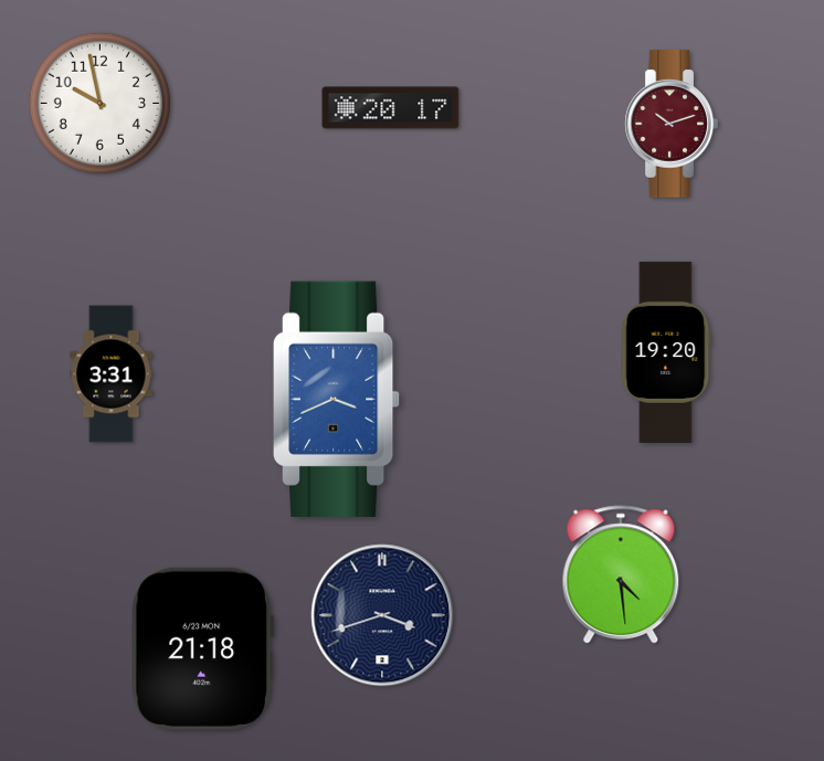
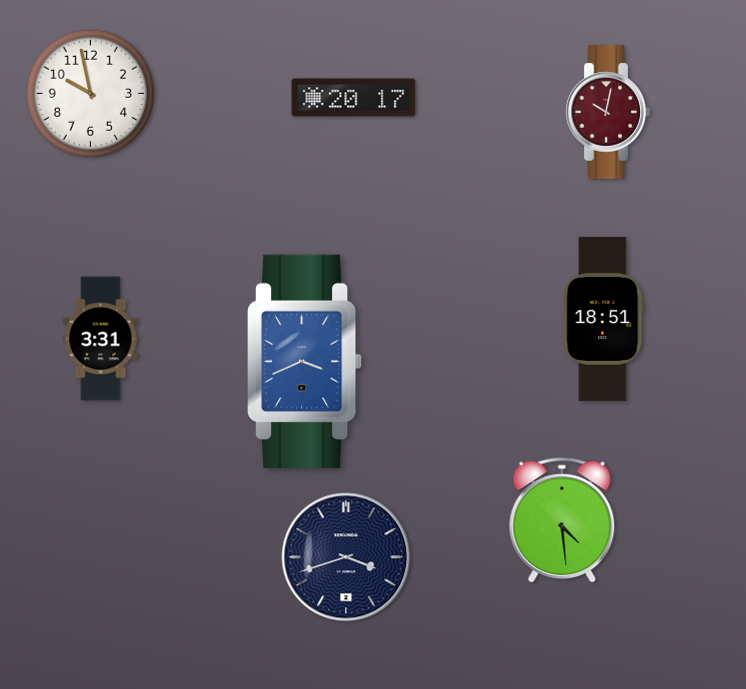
clock at (672, 124): 10:12 -> 10:02
clock at (666, 352): 19:20 -> 18:51
clock at (202, 648): 21:18 -> none
